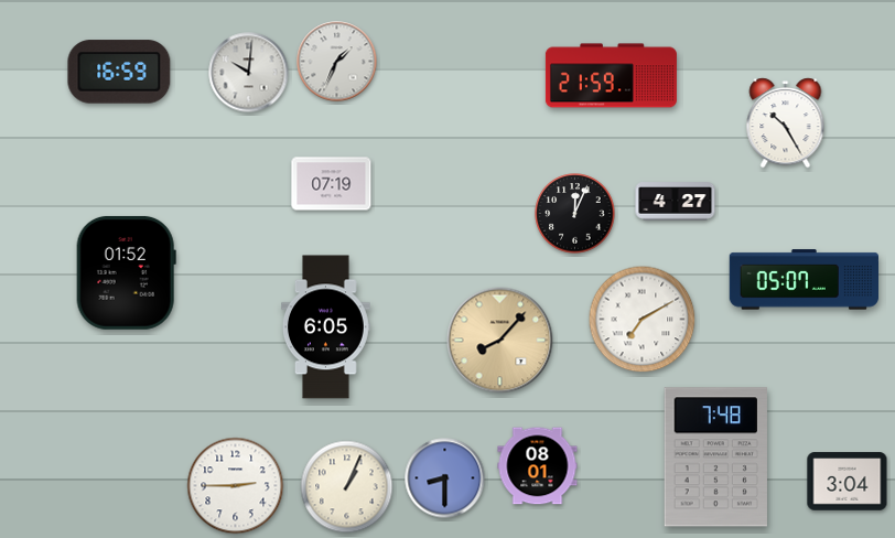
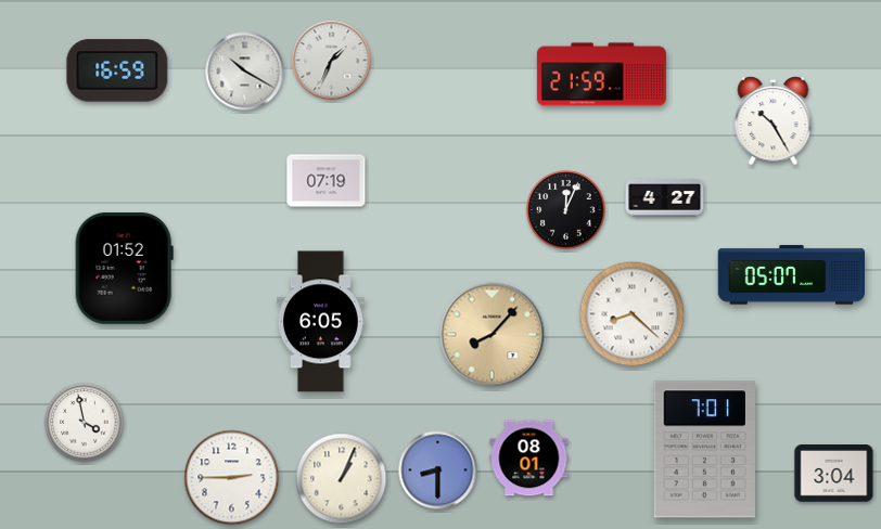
clock at (249, 73): 10:01 -> 10:20
clock at (643, 320): 7:10 -> 8:22
clock at (85, 423): none -> 3:58
clock at (715, 458): 7:48 -> 7:01
